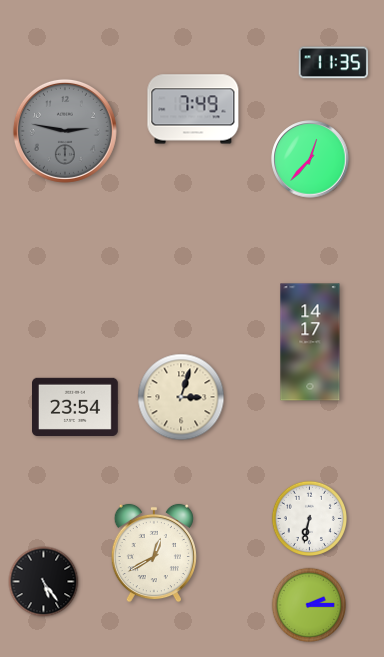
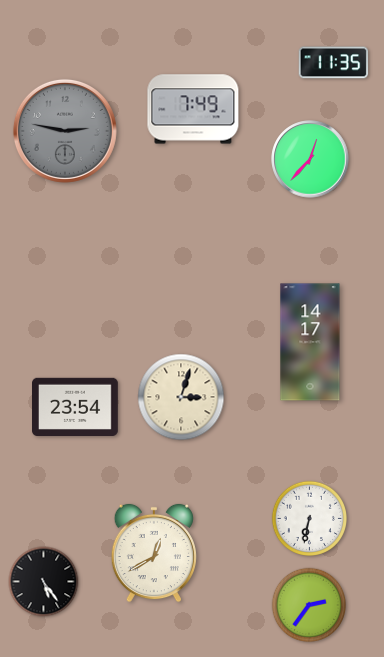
clock at (309, 605): 2:15 -> 2:36
